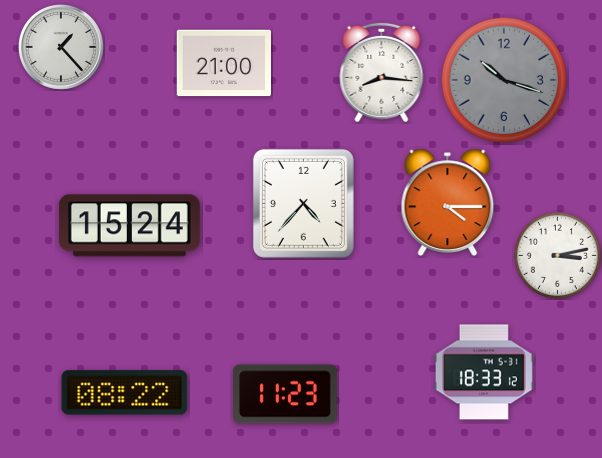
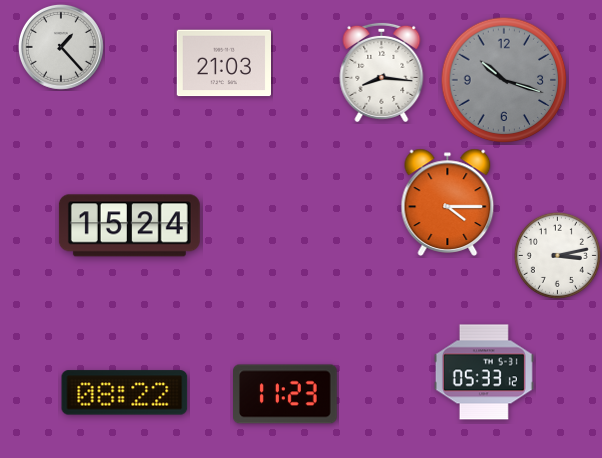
clock at (223, 63): 21:00 -> 21:03
clock at (303, 203): 4:37 -> none
clock at (484, 372): 18:33 -> 05:33
